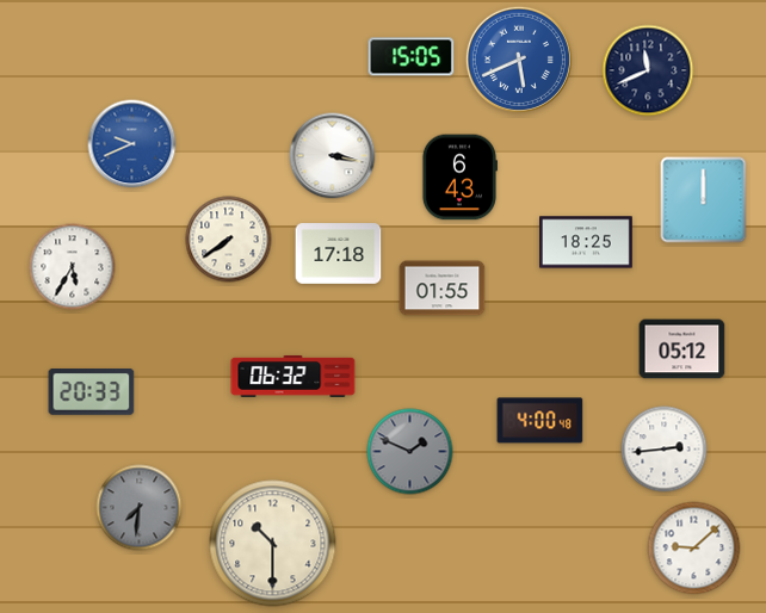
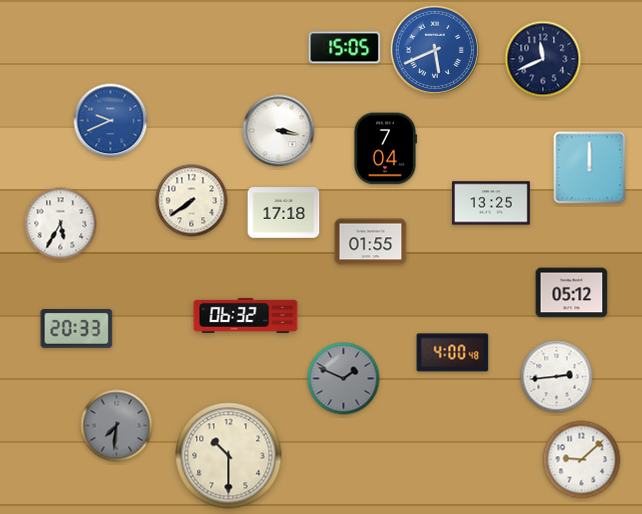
clock at (459, 178): 6:43 -> 7:04
clock at (587, 242): 18:25 -> 13:25
